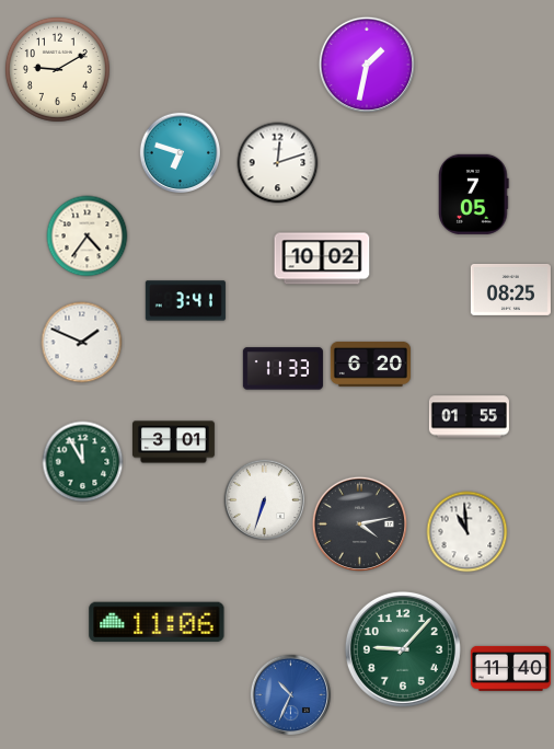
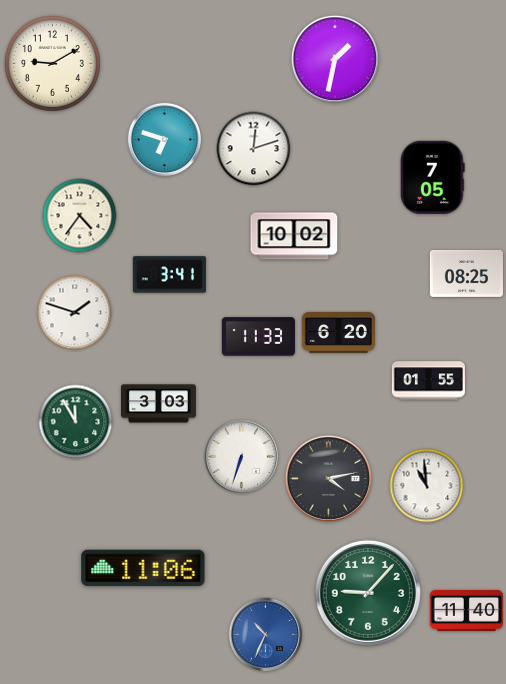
clock at (510, 289) position: (510, 289) -> (466, 273)
clock at (82, 343): 1:49 -> 1:48
clock at (174, 442): 3:01 -> 3:03
